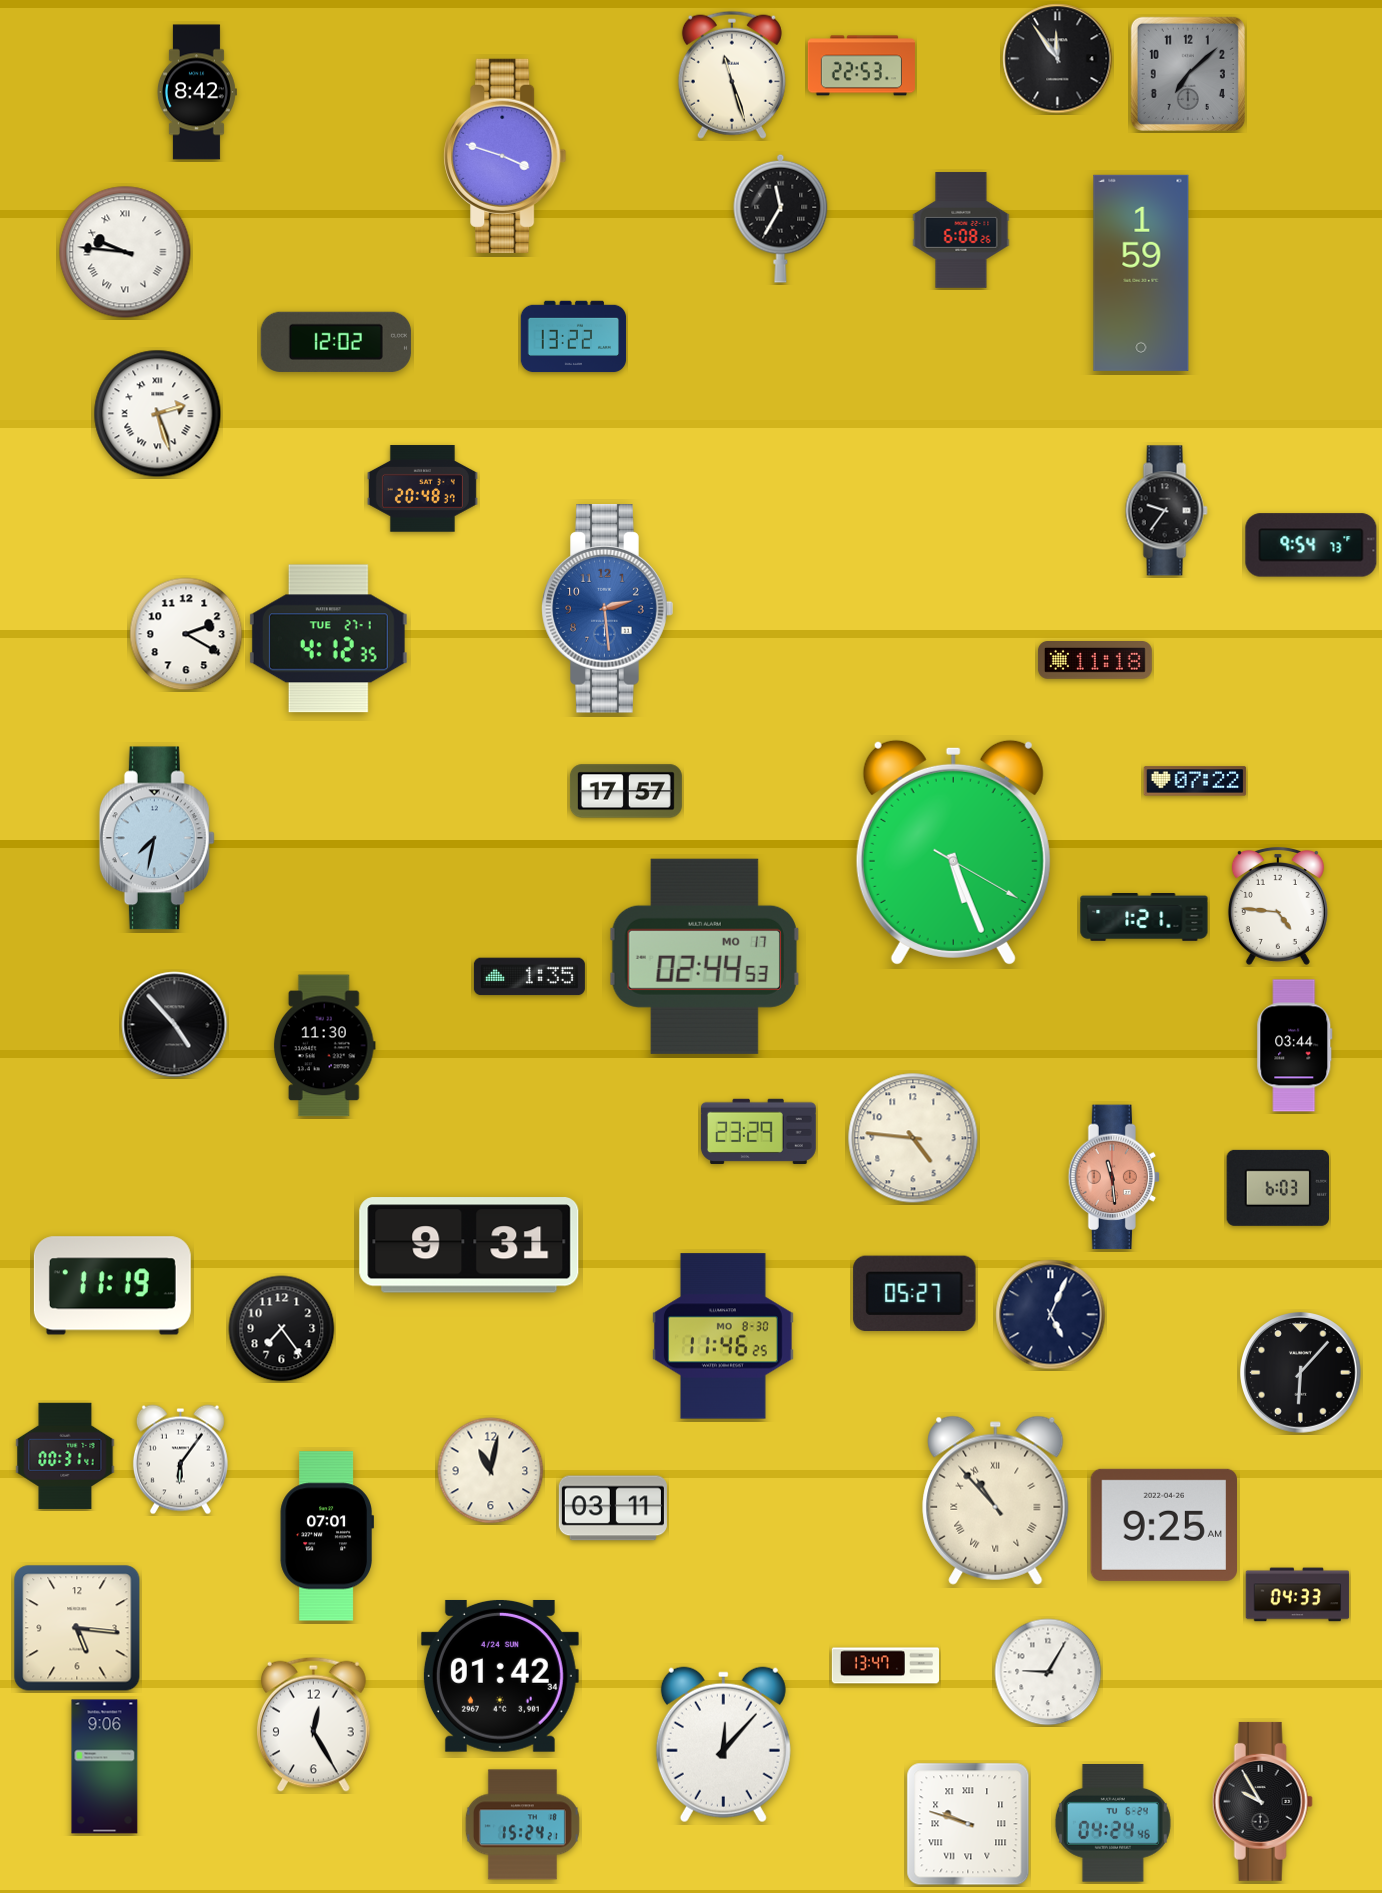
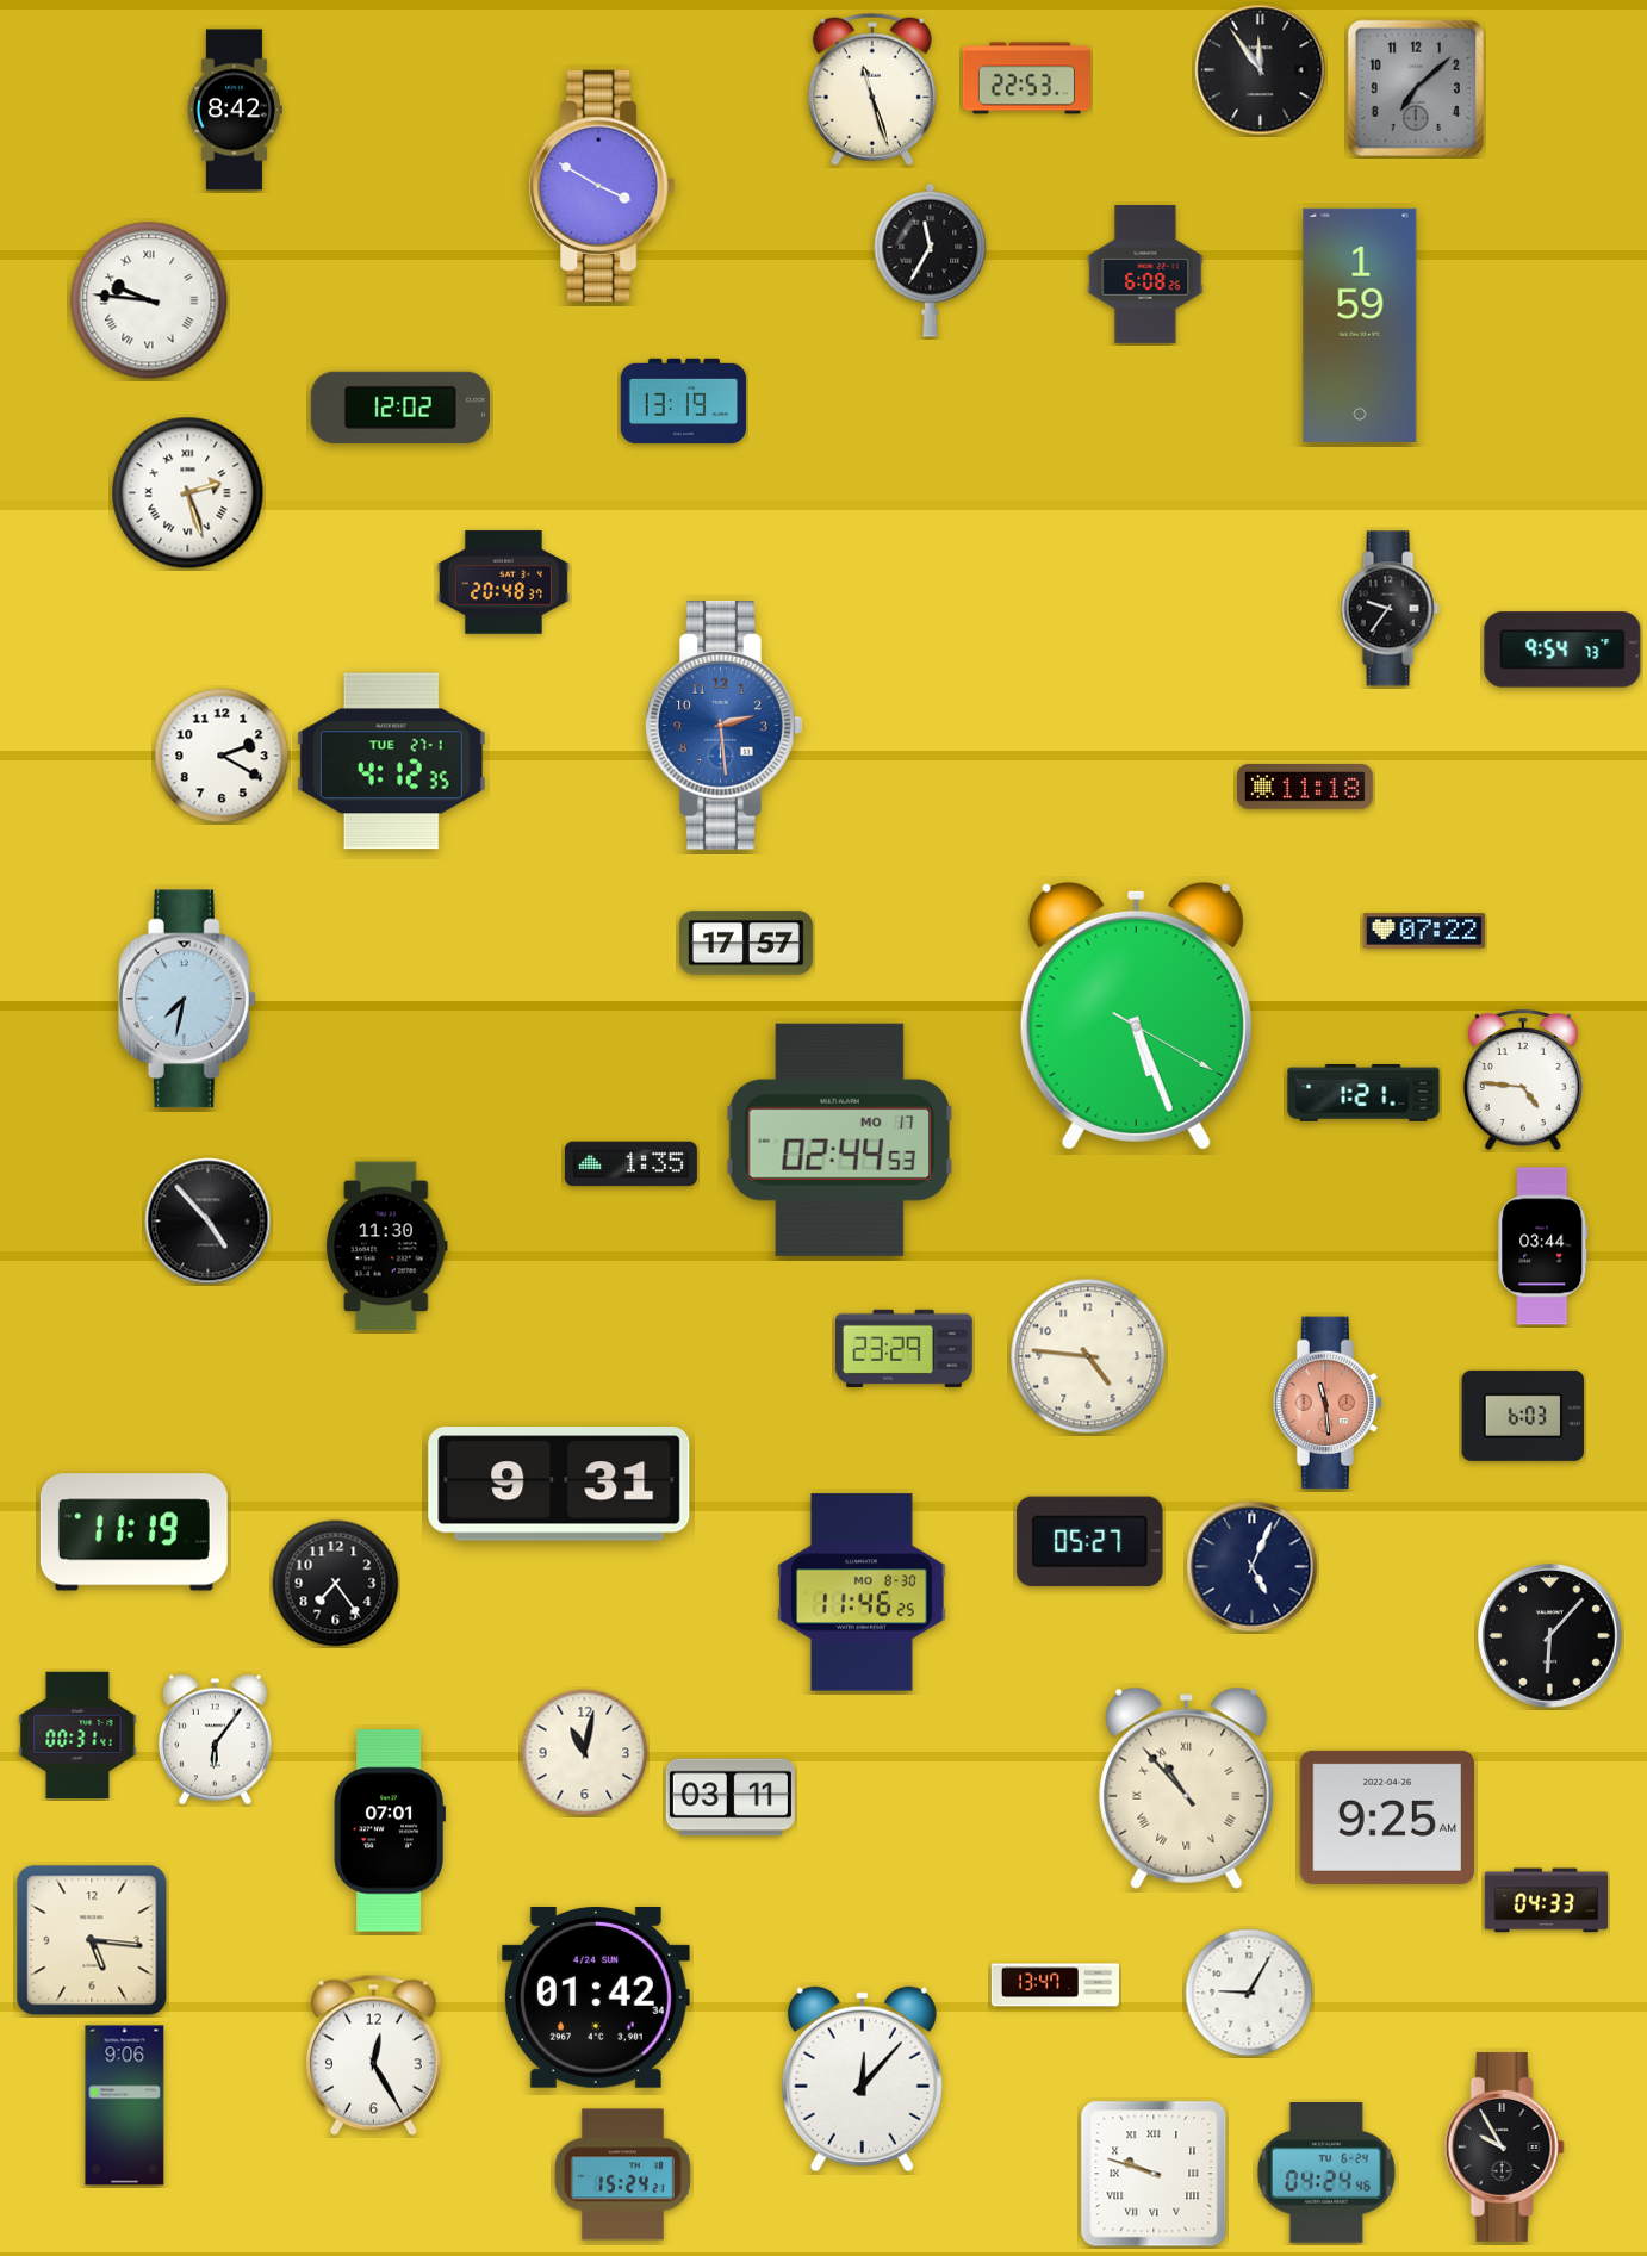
clock at (505, 156): 3:48 -> 3:50
clock at (574, 337): 13:22 -> 13:19
